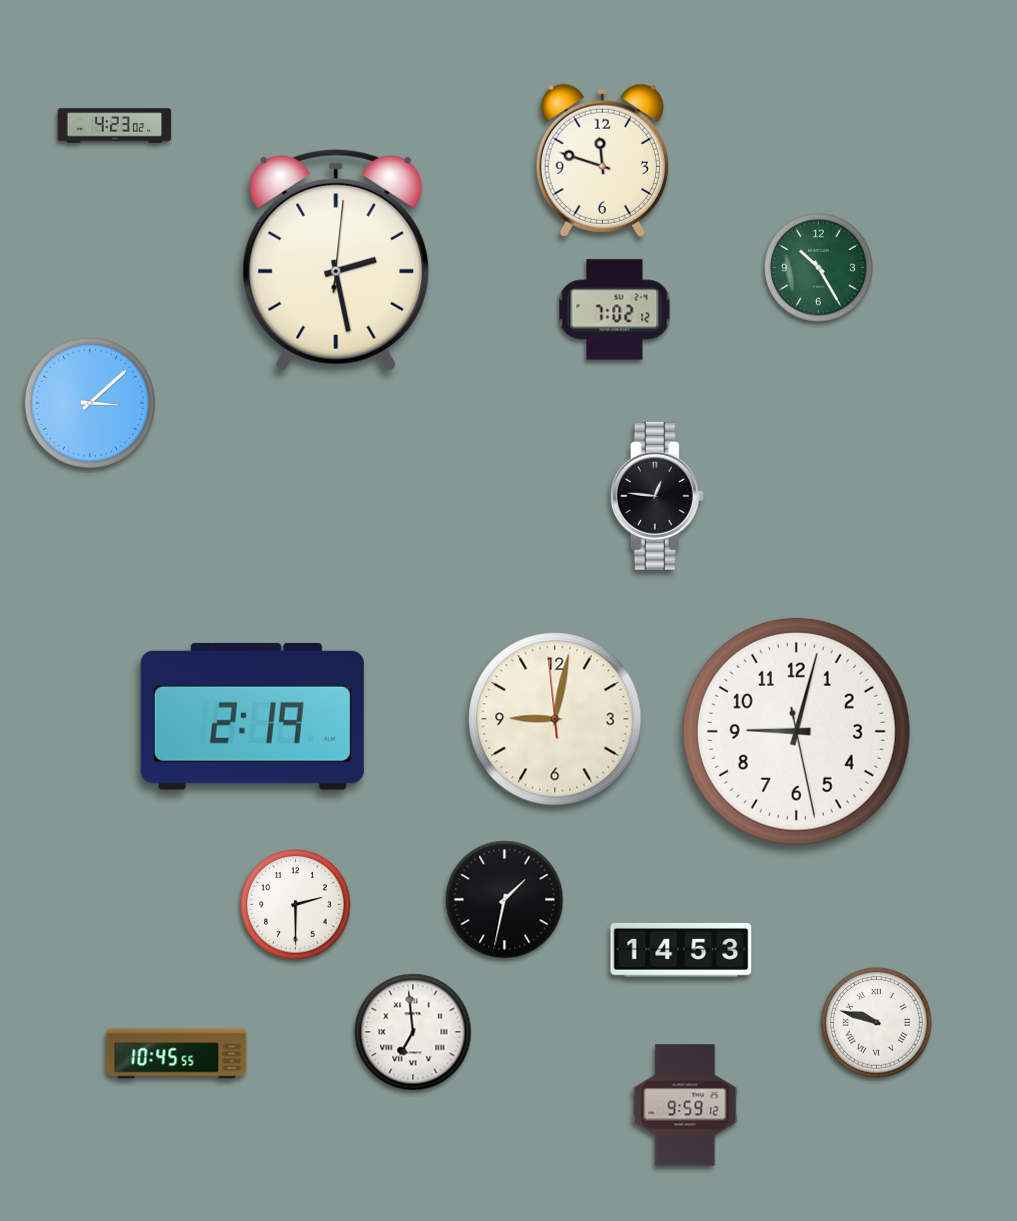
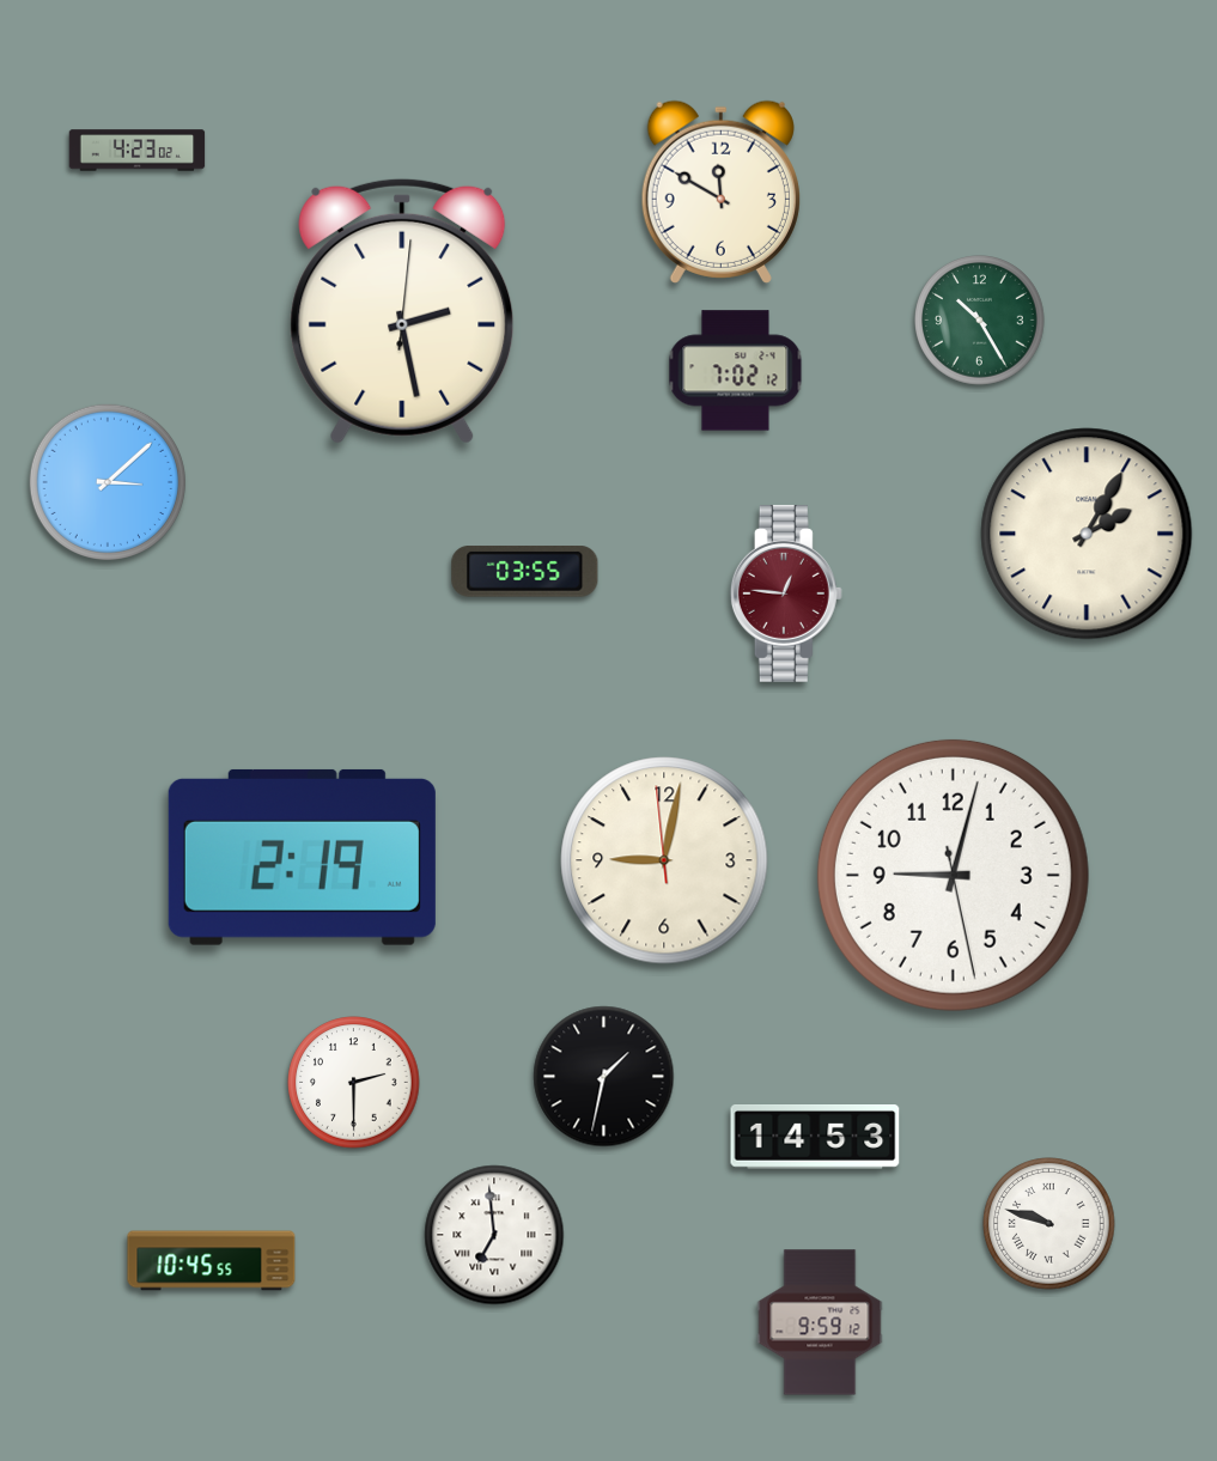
clock at (602, 160): 11:48 -> 11:50
clock at (1087, 534): none -> 2:05
clock at (525, 572): none -> 03:55
clock at (657, 496) dial: black -> burgundy
